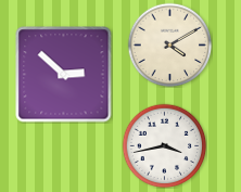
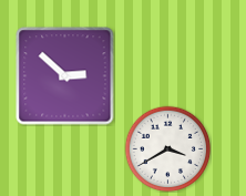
clock at (169, 44): 4:10 -> none
clock at (164, 145): 3:43 -> 3:40
